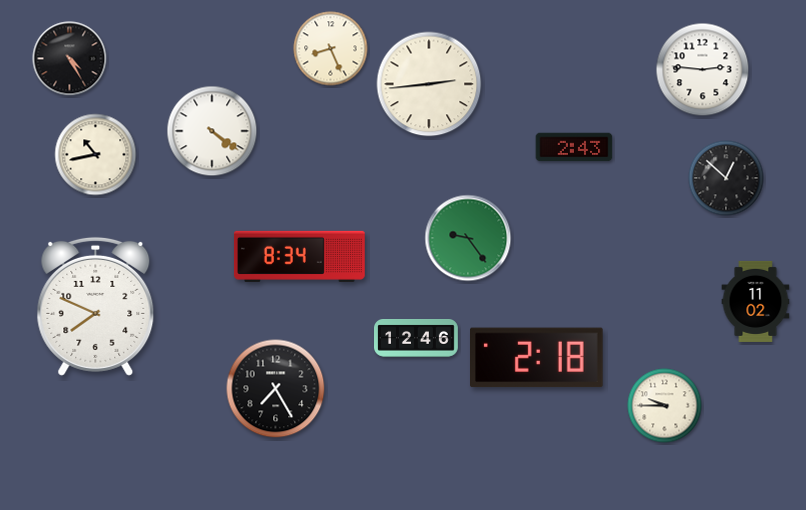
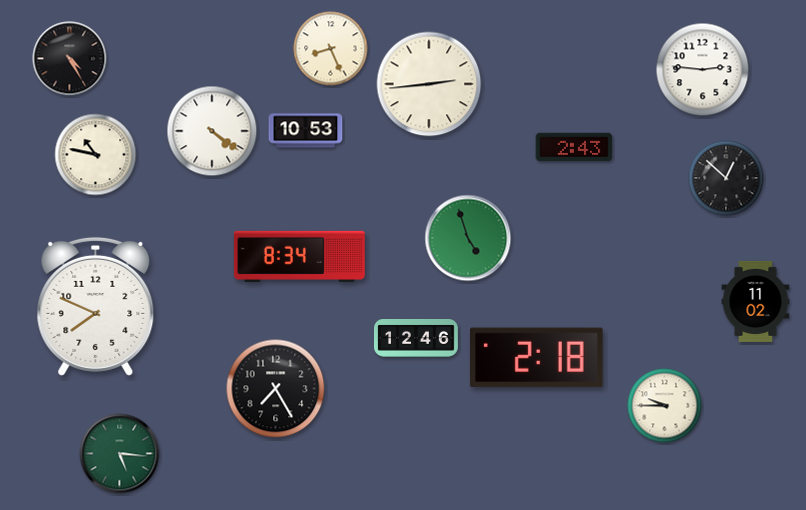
clock at (306, 131): none -> 10:53
clock at (96, 155): 10:43 -> 10:47
clock at (468, 238): 9:24 -> 4:57
clock at (120, 454): none -> 5:16
